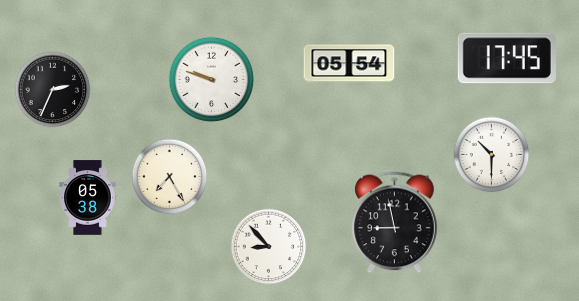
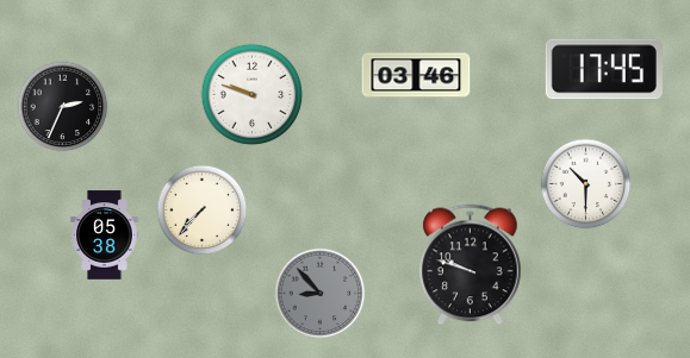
clock at (349, 63): 05:54 -> 03:46
clock at (170, 177): 7:25 -> 7:37
clock at (395, 223): 8:58 -> 9:48
clock at (269, 247) dial: white -> grey
